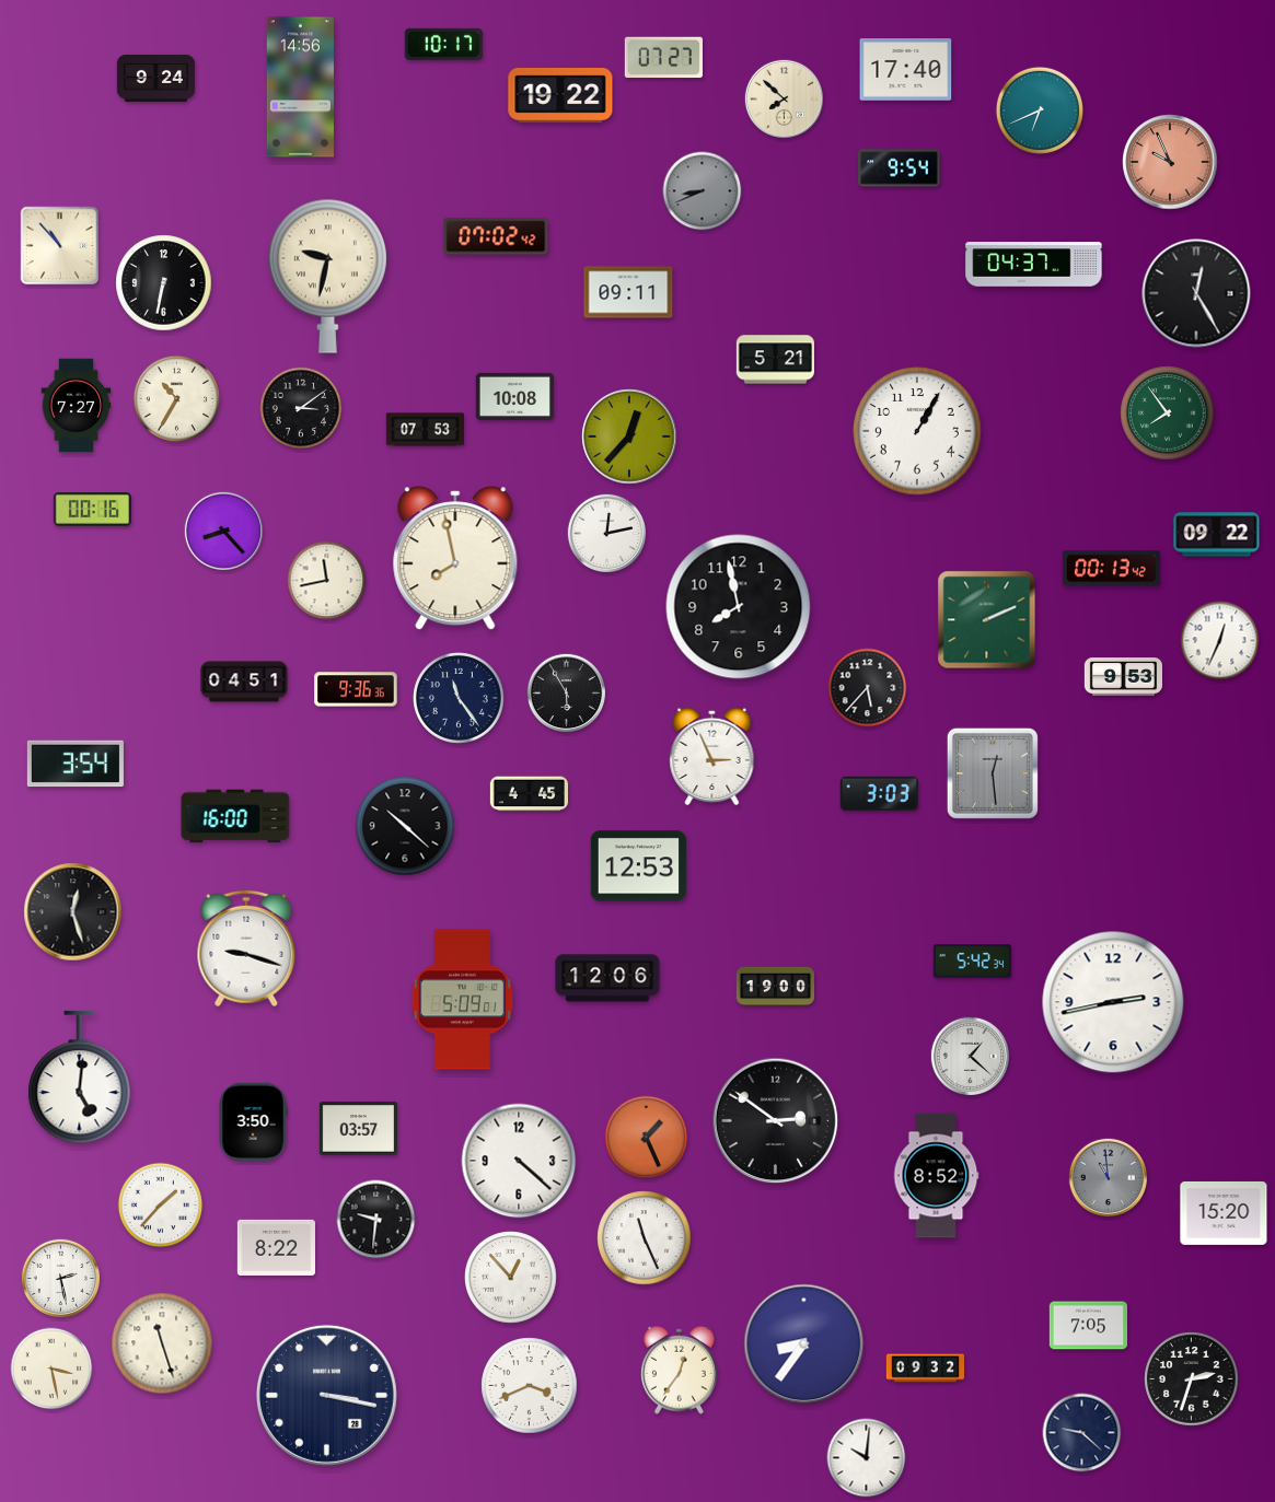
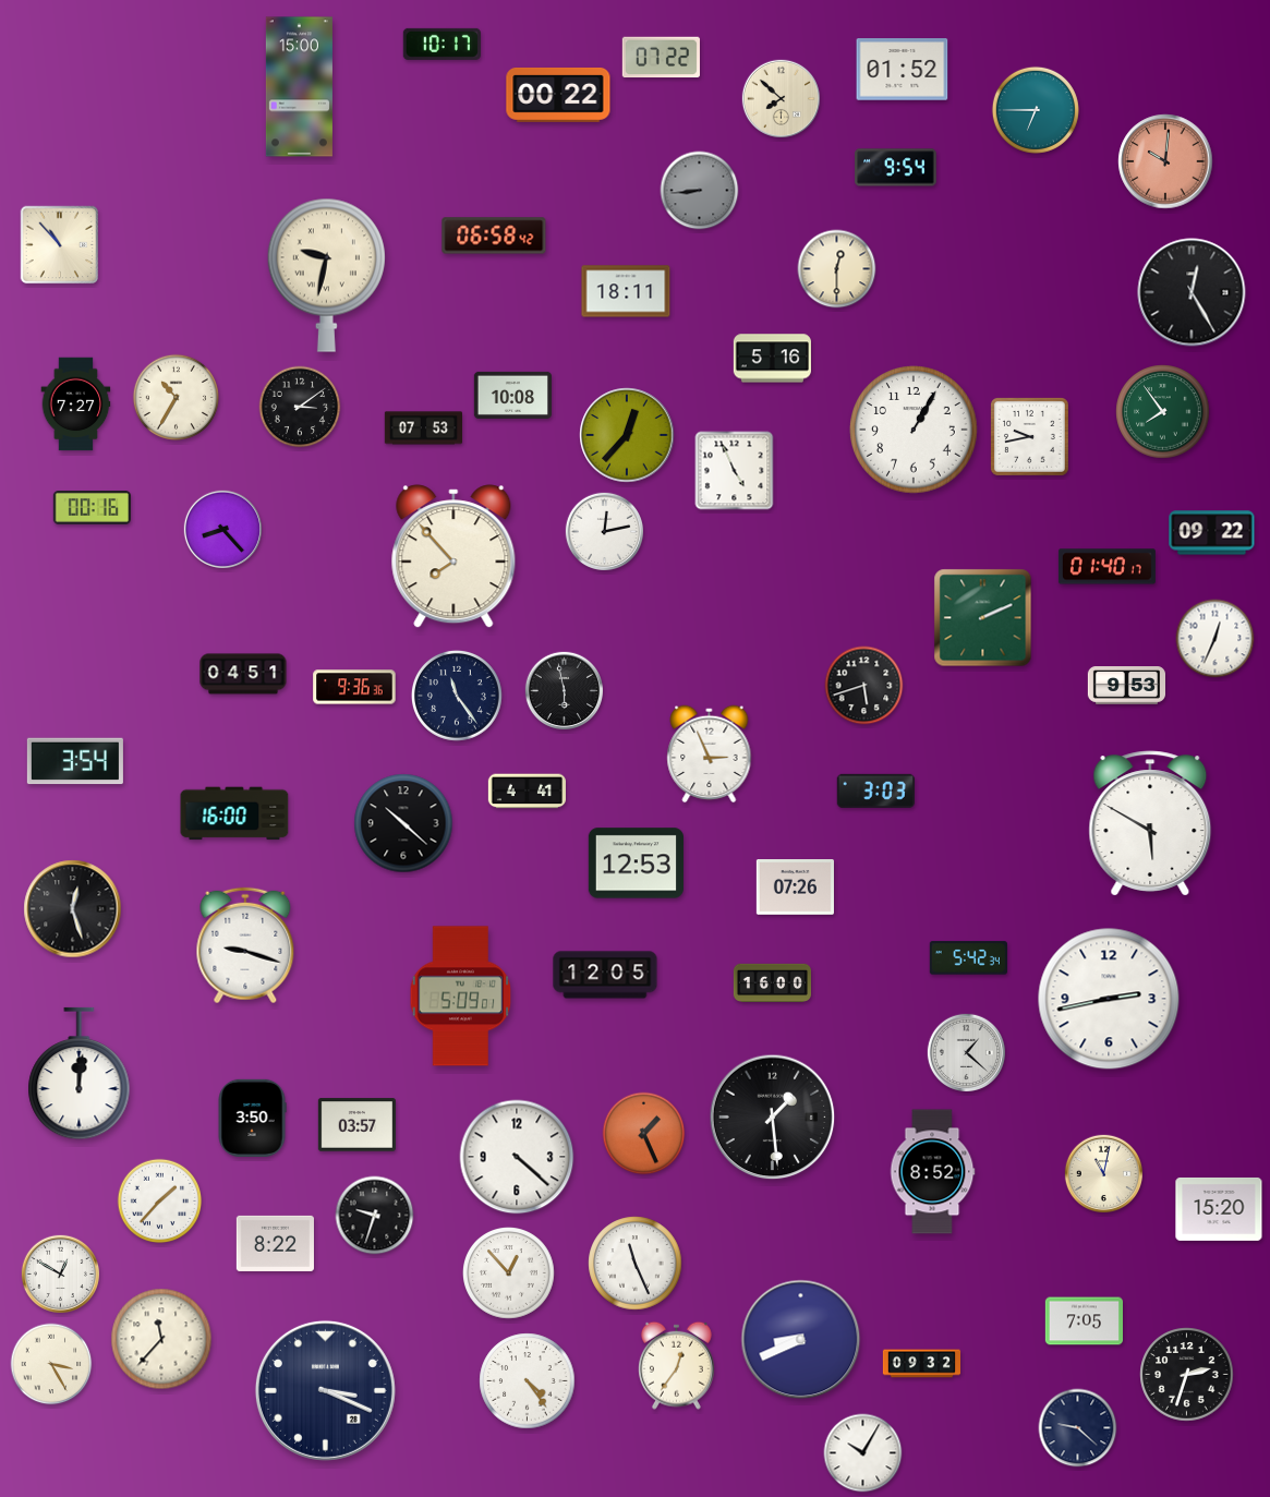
clock at (663, 58): 07:27 -> 07:22
clock at (906, 70): 17:40 -> 01:52
clock at (155, 78): 9:24 -> none
clock at (300, 88): 14:56 -> 15:00
clock at (560, 95): 19:22 -> 00:22
clock at (1040, 110): 6:41 -> 6:45
clock at (1170, 162): 9:56 -> 10:01
clock at (703, 191): 8:41 -> 8:44
clock at (496, 236): 07:02 -> 06:58
clock at (1034, 265): 04:37 -> none
clock at (837, 269): none -> 12:30
clock at (164, 283): 6:32 -> none
clock at (628, 292): 09:11 -> 18:11
clock at (775, 360): 5:21 -> 5:16
clock at (1029, 436): none -> 9:43
clock at (735, 471): none -> 4:56
clock at (455, 558): 7:58 -> 7:53
clock at (1111, 569): 00:13 -> 01:40
clock at (327, 581): 11:43 -> none
clock at (739, 607): 7:58 -> none
clock at (1123, 677) position: (1123, 677) -> (1126, 686)
clock at (244, 682) position: (244, 682) -> (243, 674)
clock at (868, 688): 5:37 -> 5:42
clock at (566, 692): 5:55 -> 5:58
clock at (993, 773): 12:29 -> none
clock at (529, 794): 4:45 -> 4:41
clock at (1150, 823): none -> 5:50
clock at (795, 888): none -> 07:26
clock at (607, 978): 12:06 -> 12:05
clock at (775, 987): 19:00 -> 16:00
clock at (80, 1078): 5:01 -> 12:01
clock at (776, 1121): 2:51 -> 1:29
clock at (1108, 1177): 10:59 -> 11:02
clock at (1108, 1177) dial: grey -> cream
clock at (376, 1220): 9:31 -> 9:33
clock at (645, 1238) position: (645, 1238) -> (636, 1264)
clock at (60, 1278): 2:28 -> 12:50
clock at (162, 1343): 11:27 -> 11:37
clock at (804, 1344): 8:36 -> 8:41
clock at (51, 1369): 3:28 -> 3:25
clock at (530, 1386): 3:41 -> 4:24
clock at (326, 1395): 3:17 -> 3:19
clock at (867, 1458): 10:01 -> 10:05
